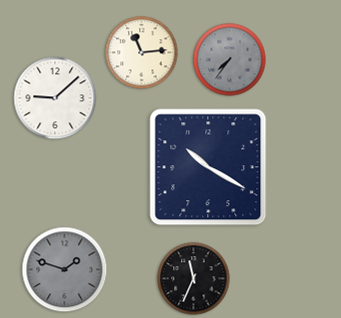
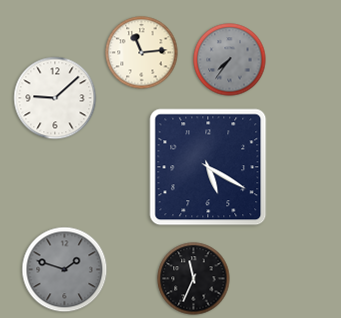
clock at (208, 167): 10:20 -> 5:20
